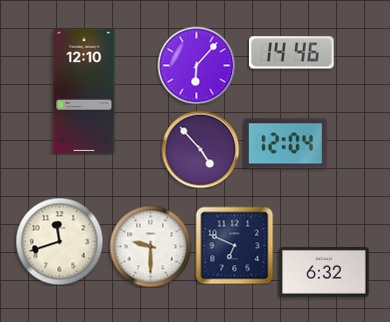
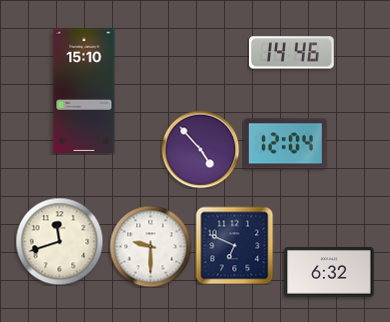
clock at (196, 65): 6:07 -> none
clock at (84, 90): 12:10 -> 15:10
clock at (324, 272) position: (324, 272) -> (329, 272)
